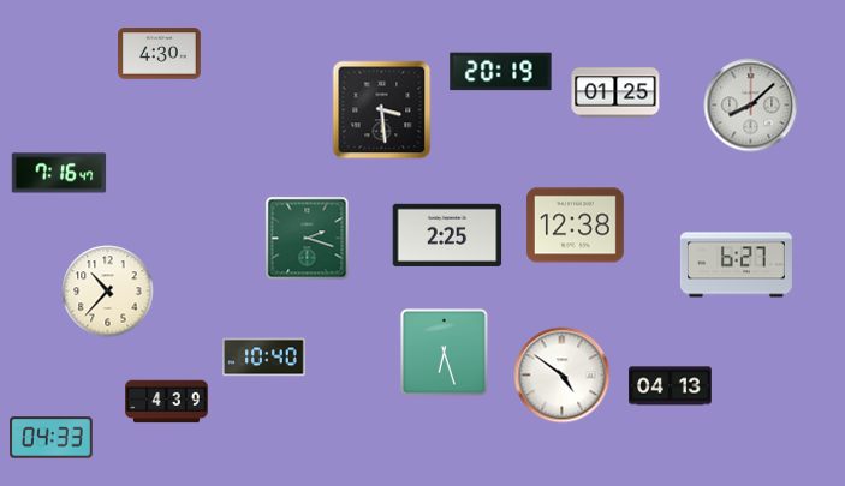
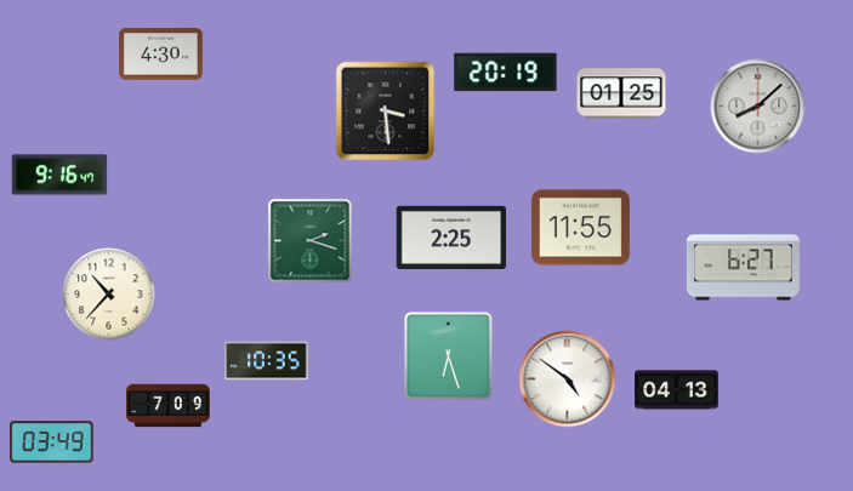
clock at (59, 173): 7:16 -> 9:16
clock at (575, 226): 12:38 -> 11:55
clock at (264, 358): 10:40 -> 10:35
clock at (167, 402): 4:39 -> 7:09
clock at (52, 438): 04:33 -> 03:49
